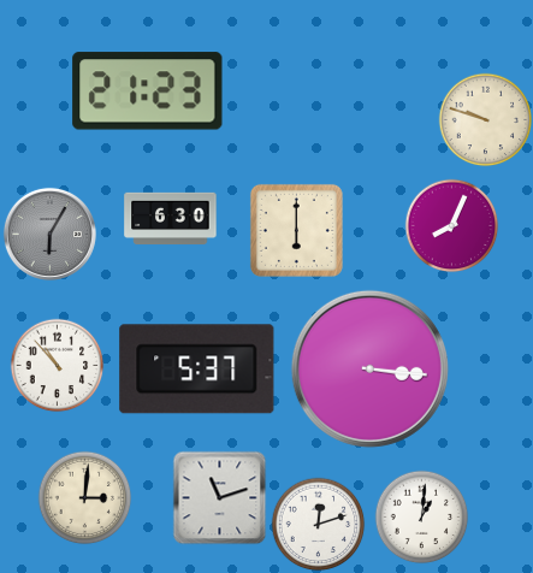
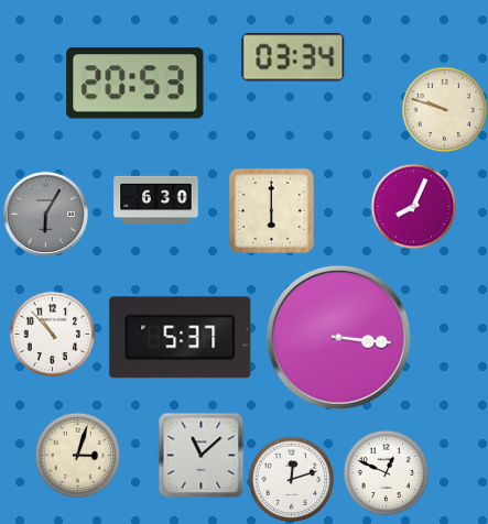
clock at (293, 57): none -> 03:34
clock at (148, 91): 21:23 -> 20:53
clock at (84, 497): 3:01 -> 3:03
clock at (219, 497): 11:12 -> 11:08
clock at (421, 516): 1:01 -> 12:49
